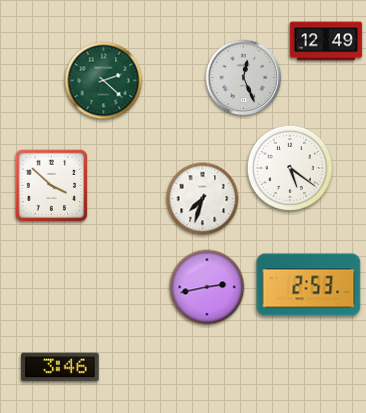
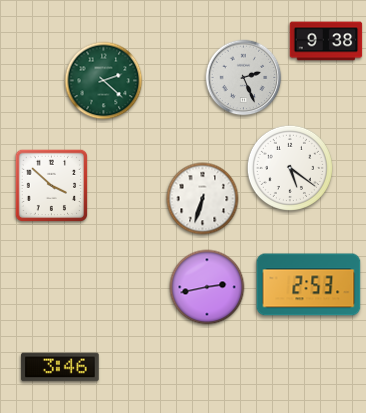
clock at (326, 41): 12:49 -> 9:38
clock at (244, 78): 12:26 -> 2:26
clock at (203, 199): 7:33 -> 6:33
